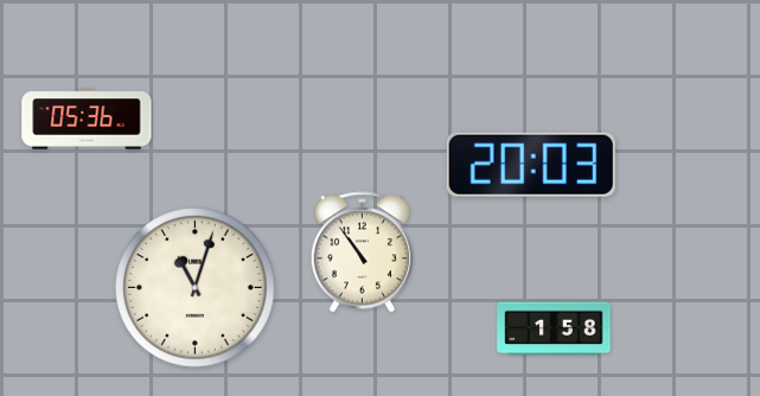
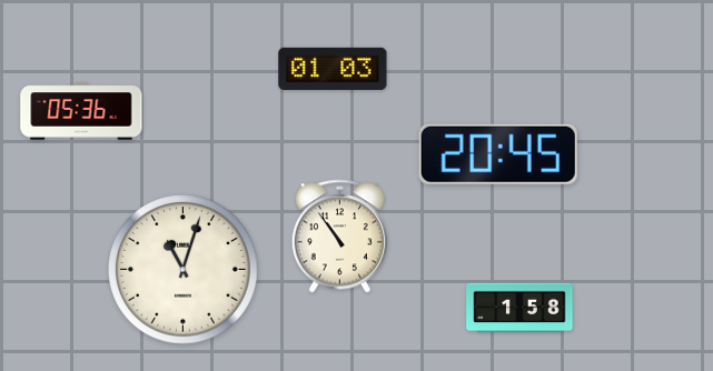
clock at (333, 68): none -> 01:03
clock at (531, 165): 20:03 -> 20:45
